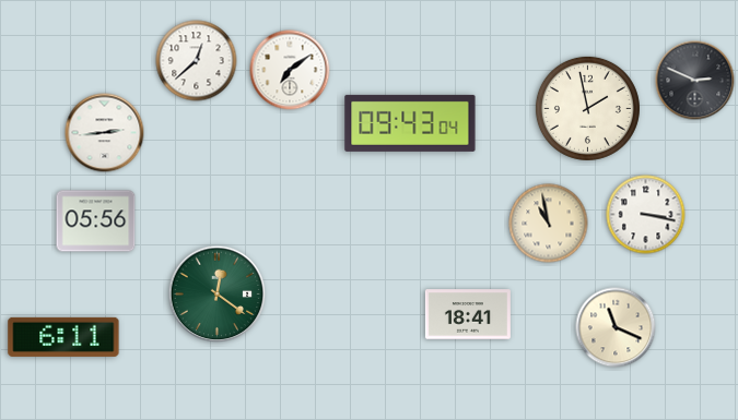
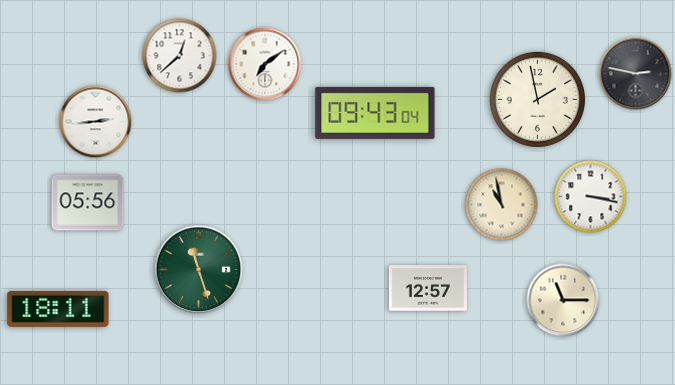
clock at (695, 81): 2:49 -> 2:47
clock at (218, 295): 12:21 -> 11:27
clock at (468, 314): 18:41 -> 12:57
clock at (616, 327): 11:19 -> 11:15
clock at (63, 337): 6:11 -> 18:11
